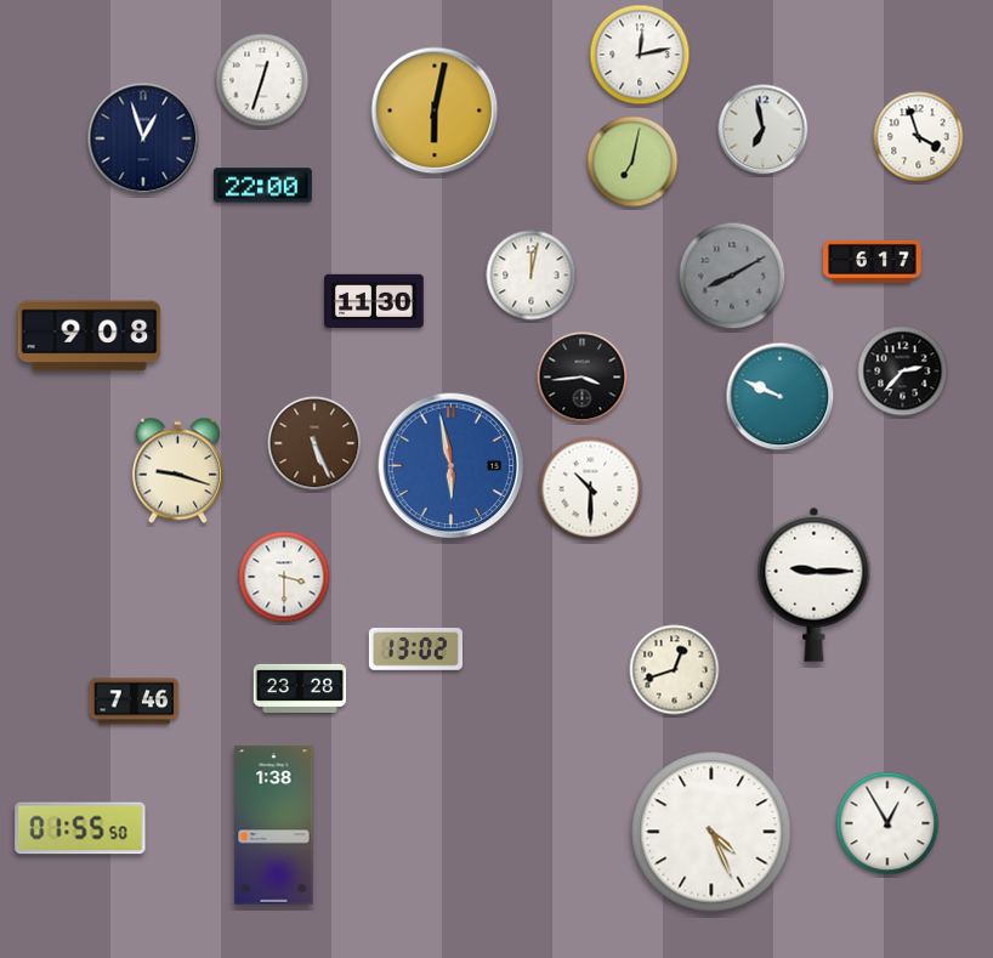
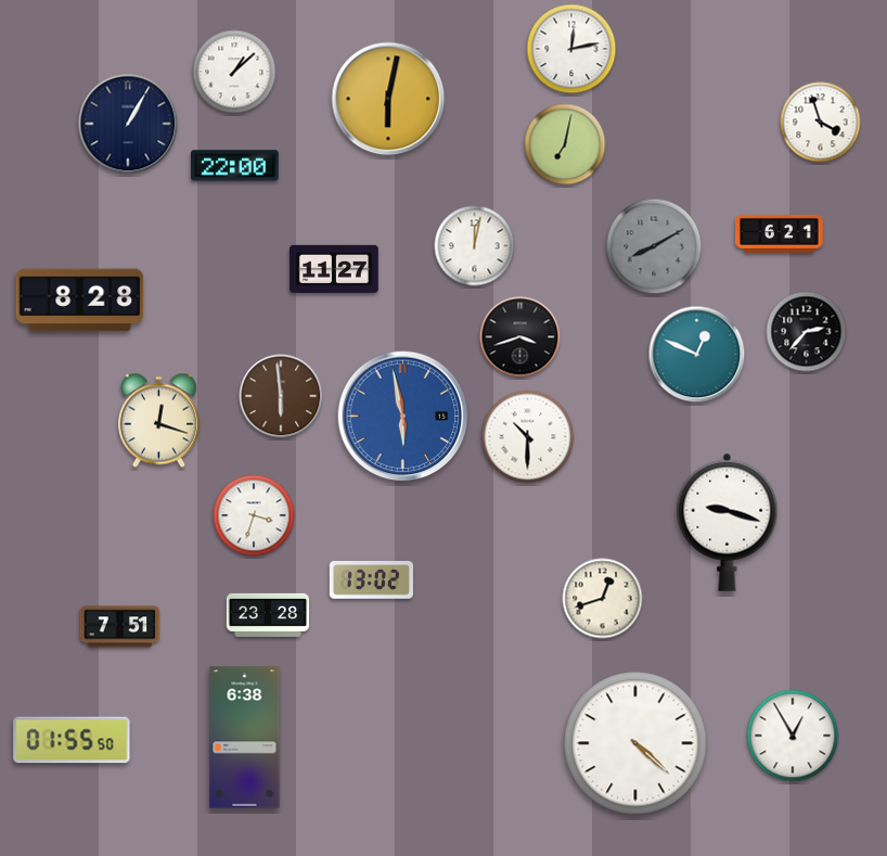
clock at (262, 80): 12:33 -> 1:08
clock at (764, 130): 6:58 -> none
clock at (143, 138): 12:57 -> 1:05
clock at (873, 261): 6:17 -> 6:21
clock at (374, 301): 11:30 -> 11:27
clock at (90, 336): 9:08 -> 8:28
clock at (583, 378): 3:44 -> 3:42
clock at (781, 397): 9:49 -> 12:49
clock at (314, 443): 5:26 -> 5:59
clock at (177, 471): 9:18 -> 12:18
clock at (284, 577): 3:30 -> 3:33
clock at (815, 584): 9:15 -> 9:18
clock at (135, 702): 7:46 -> 7:51
clock at (274, 826): 1:38 -> 6:38
clock at (711, 832): 4:26 -> 4:22
